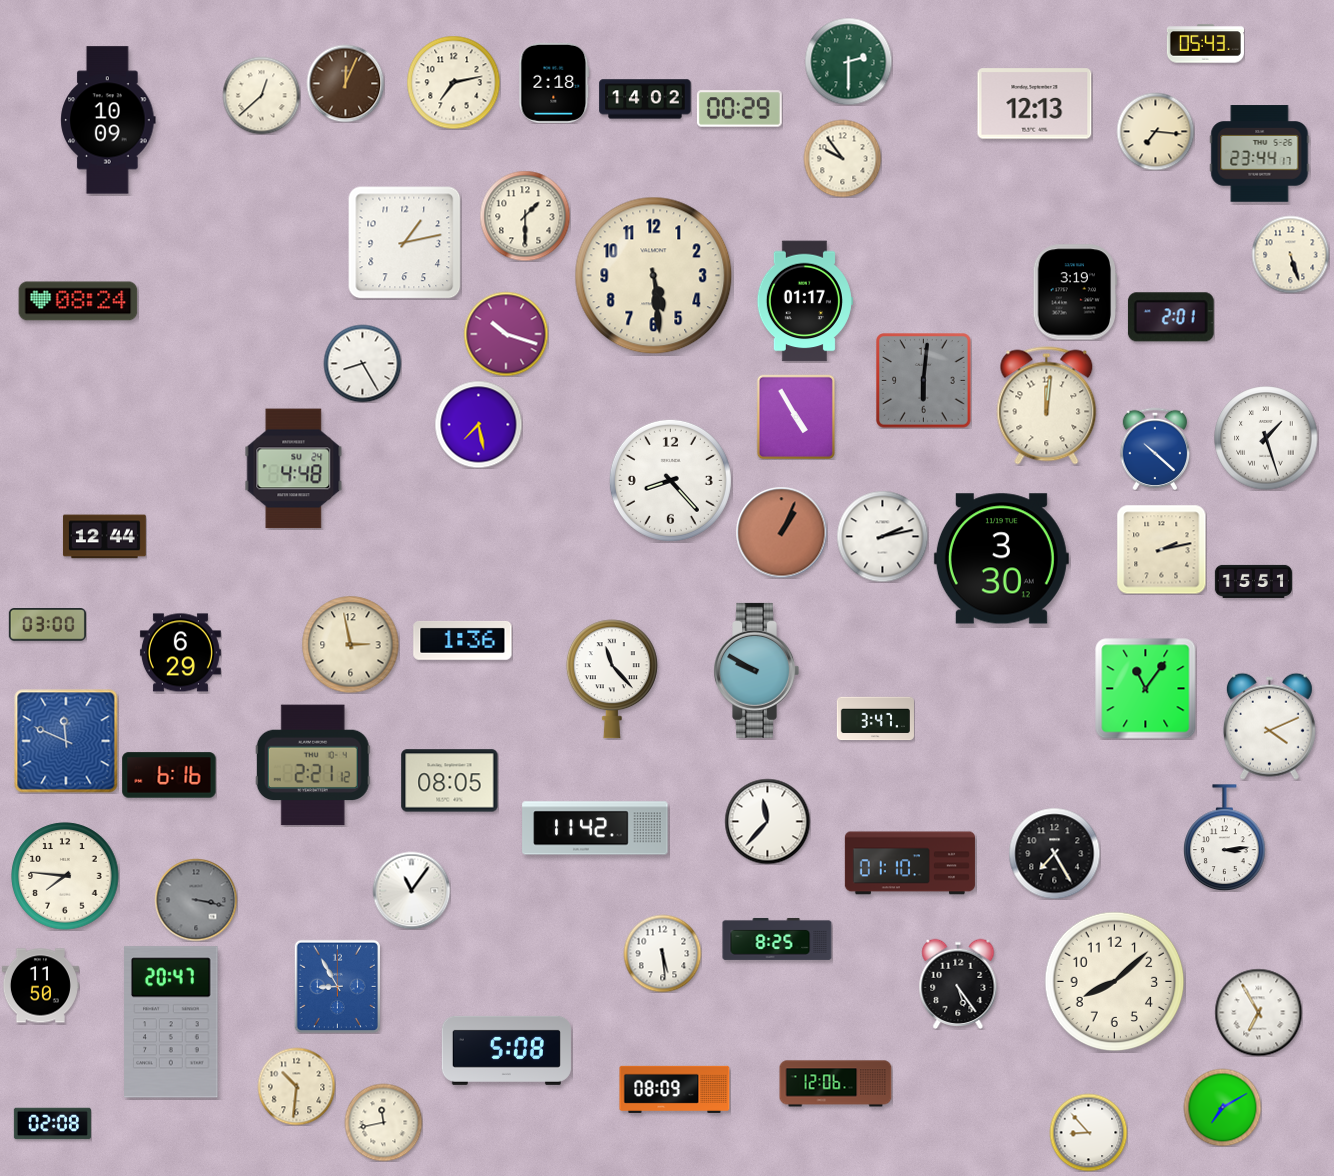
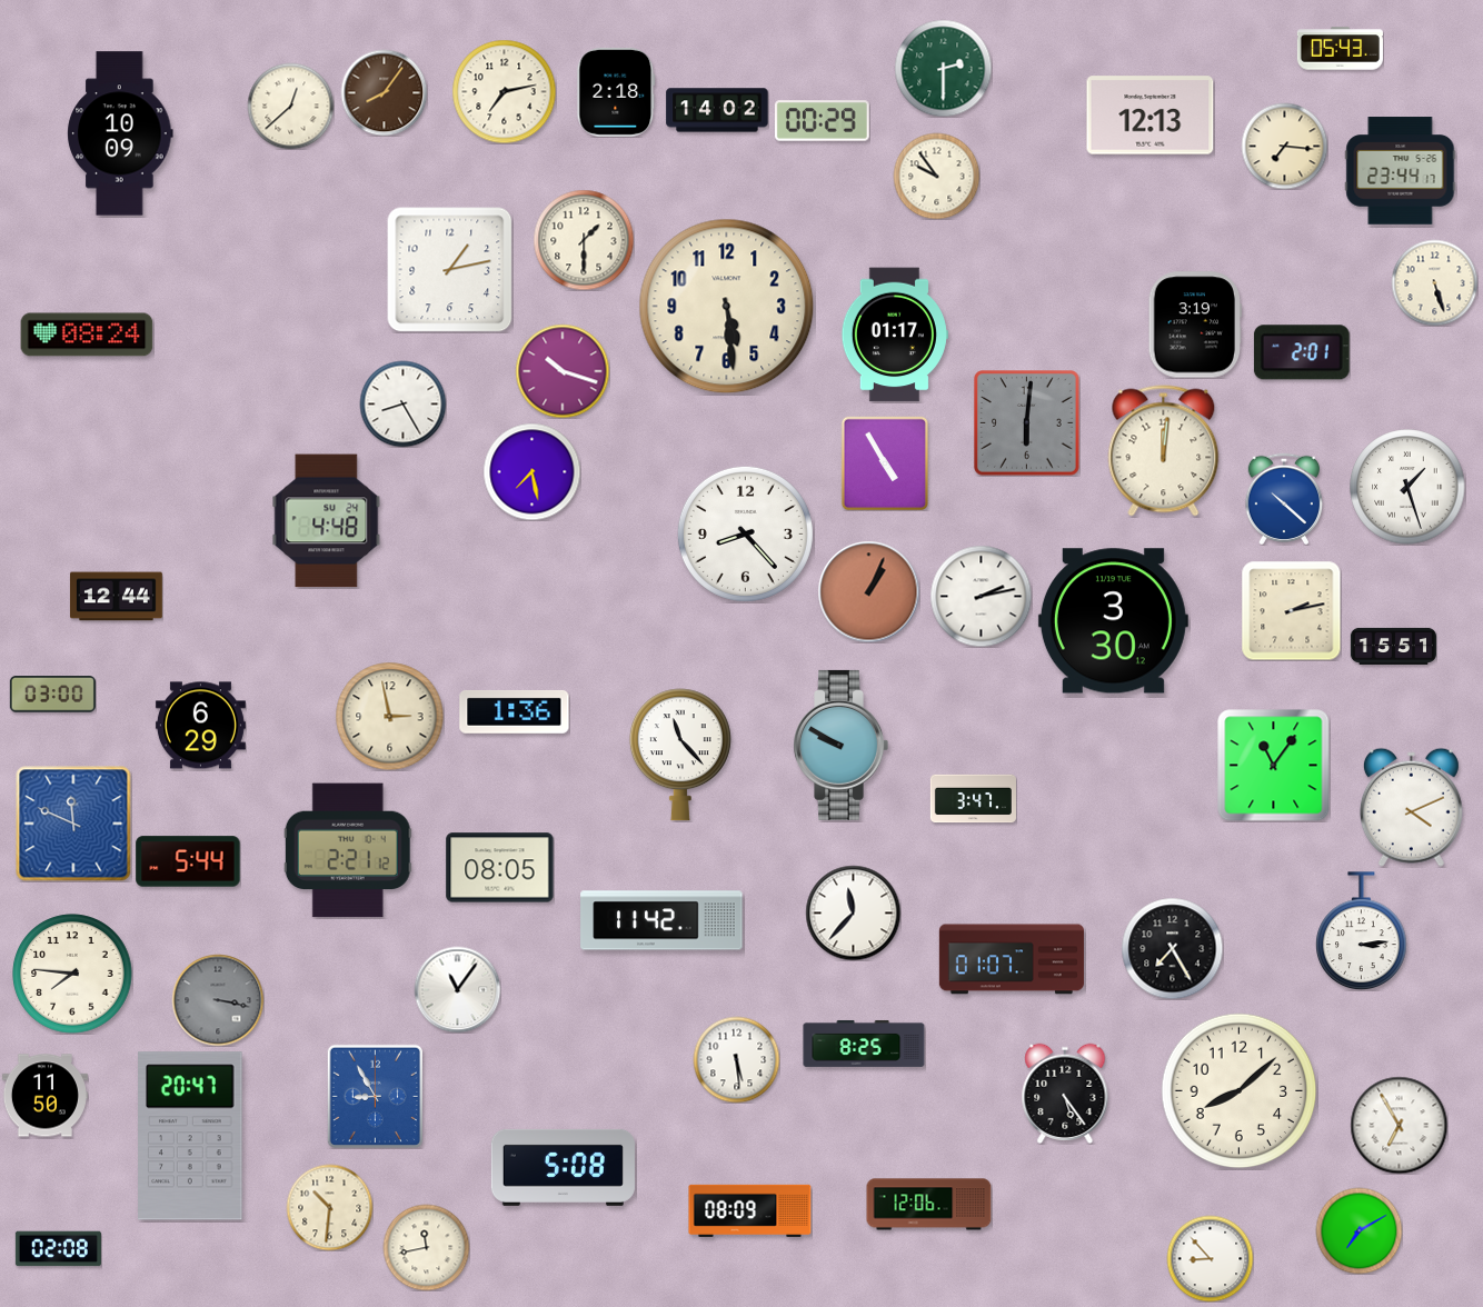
clock at (345, 83): 12:04 -> 8:06
clock at (169, 775): 6:16 -> 5:44
clock at (910, 863): 01:10 -> 01:07
